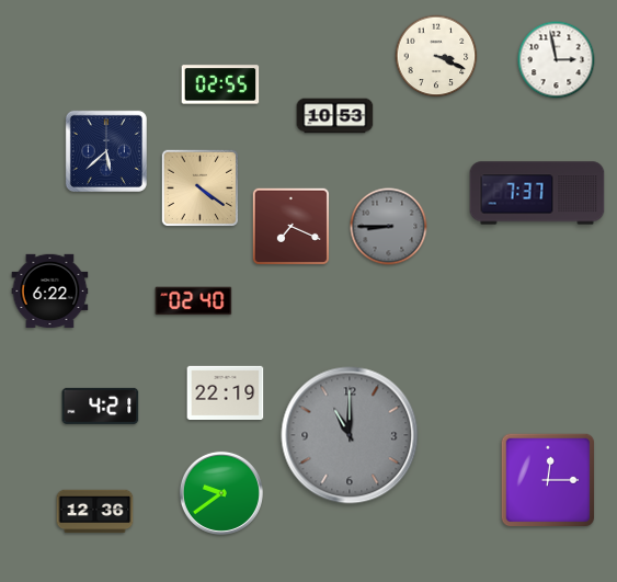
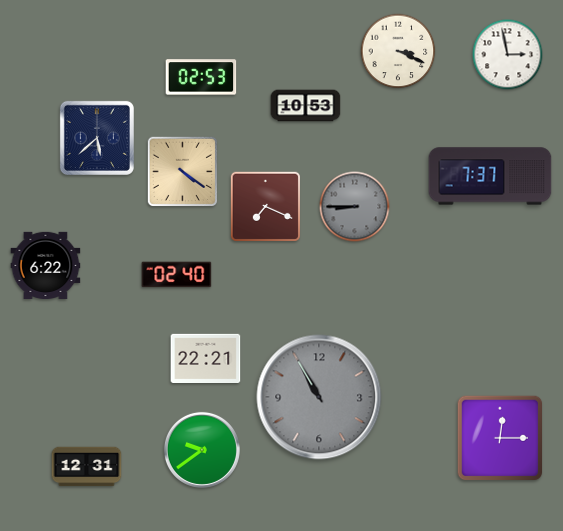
clock at (220, 84): 02:55 -> 02:53
clock at (226, 392): 22:19 -> 22:21
clock at (101, 406): 4:21 -> none
clock at (350, 435): 11:00 -> 10:55
clock at (95, 512): 12:36 -> 12:31
